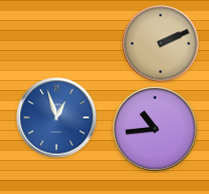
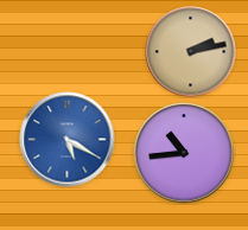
clock at (161, 44): 2:11 -> 2:13
clock at (57, 118): 12:57 -> 5:20
